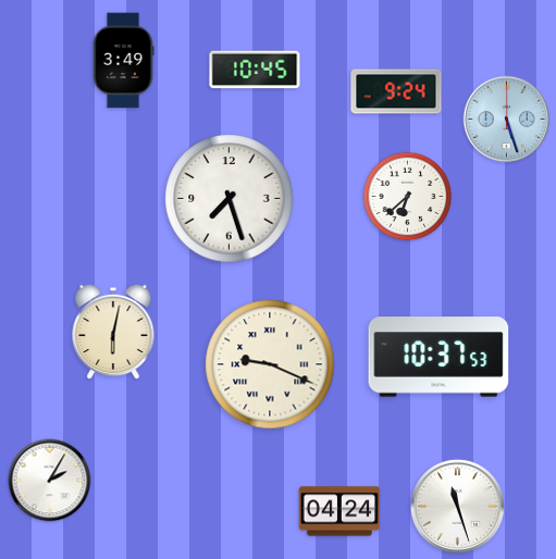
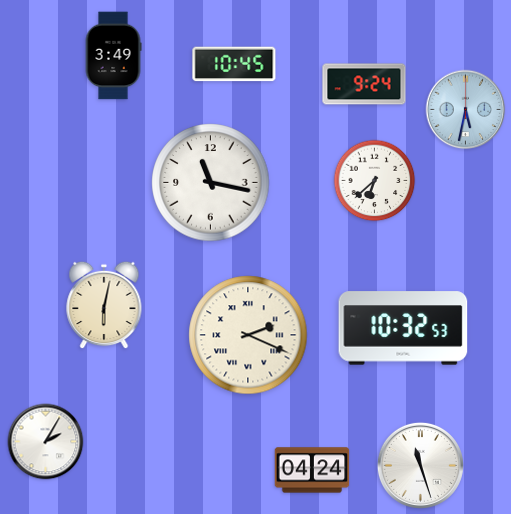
clock at (507, 120): 5:27 -> 5:32
clock at (230, 199): 7:27 -> 11:17
clock at (438, 357): 10:37 -> 10:32
clock at (270, 364): 9:19 -> 2:19
